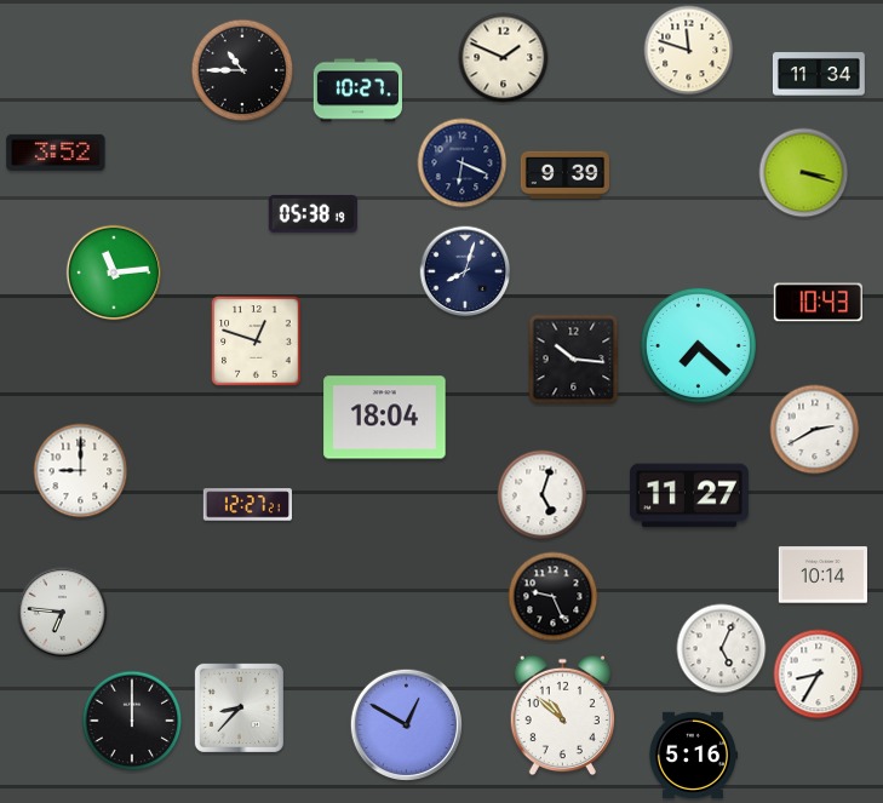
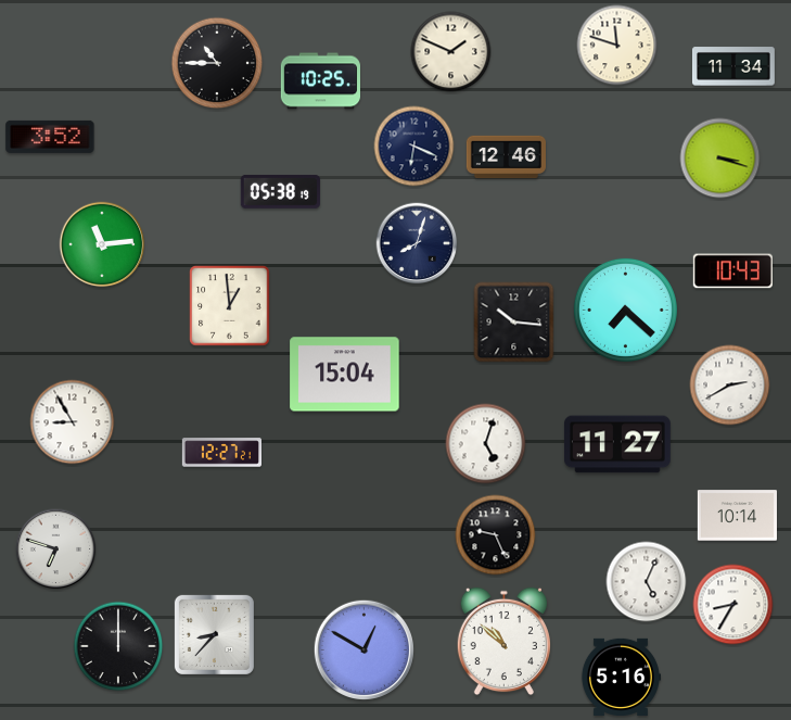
clock at (357, 91): 10:27 -> 10:25
clock at (804, 173) position: (804, 173) -> (720, 159)
clock at (564, 176): 9:39 -> 12:46
clock at (257, 342): 12:48 -> 12:59
clock at (385, 418): 18:04 -> 15:04
clock at (81, 471): 9:00 -> 8:55
clock at (63, 613): 6:46 -> 6:48
